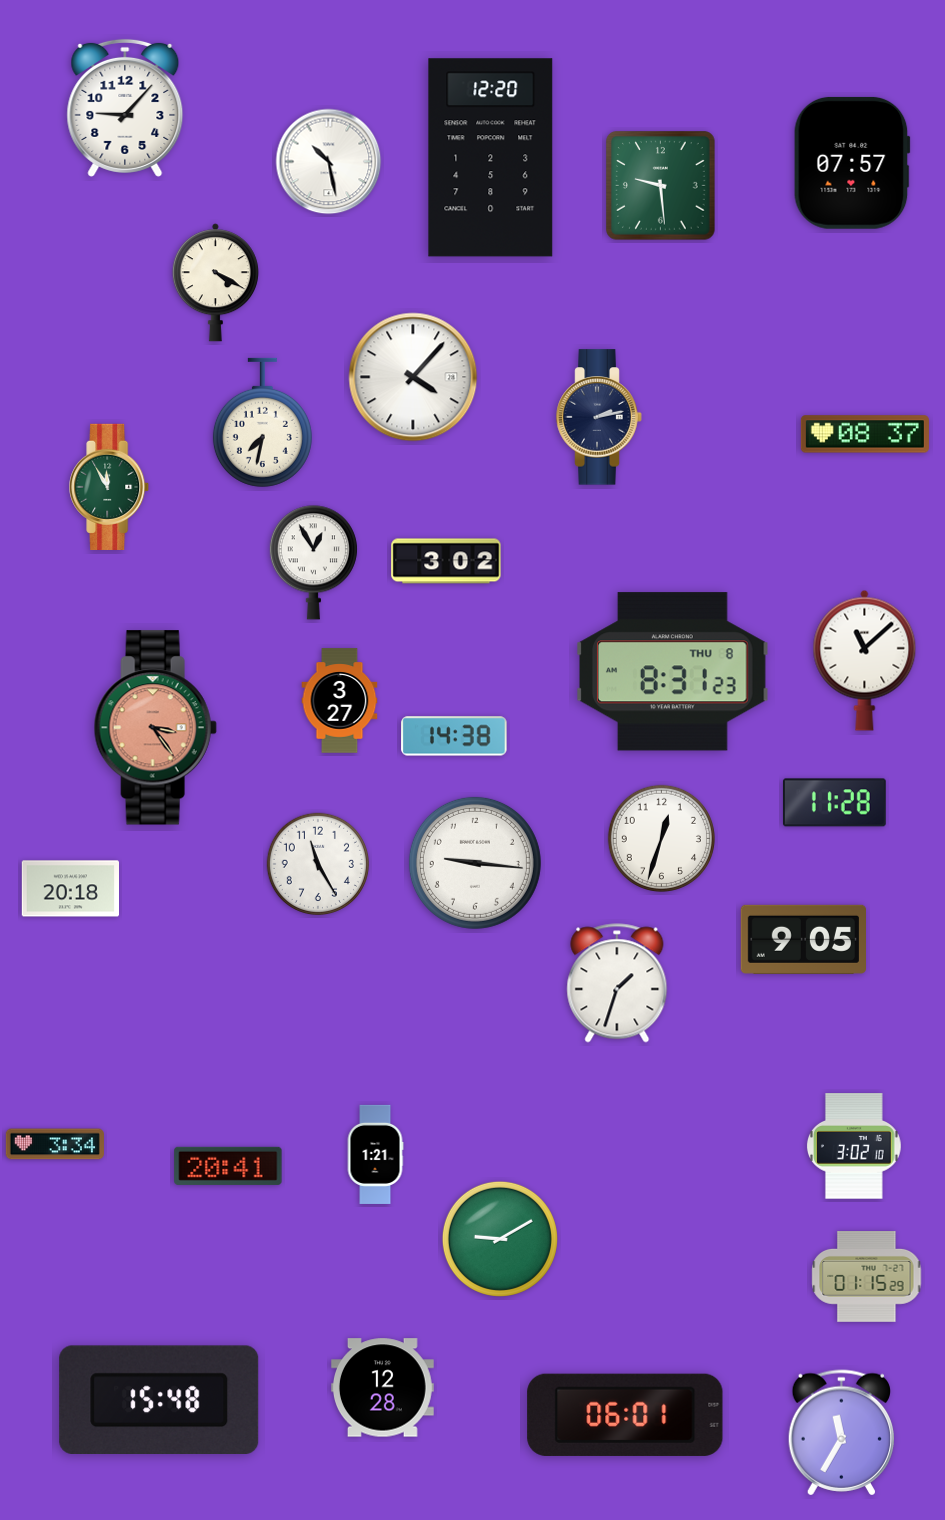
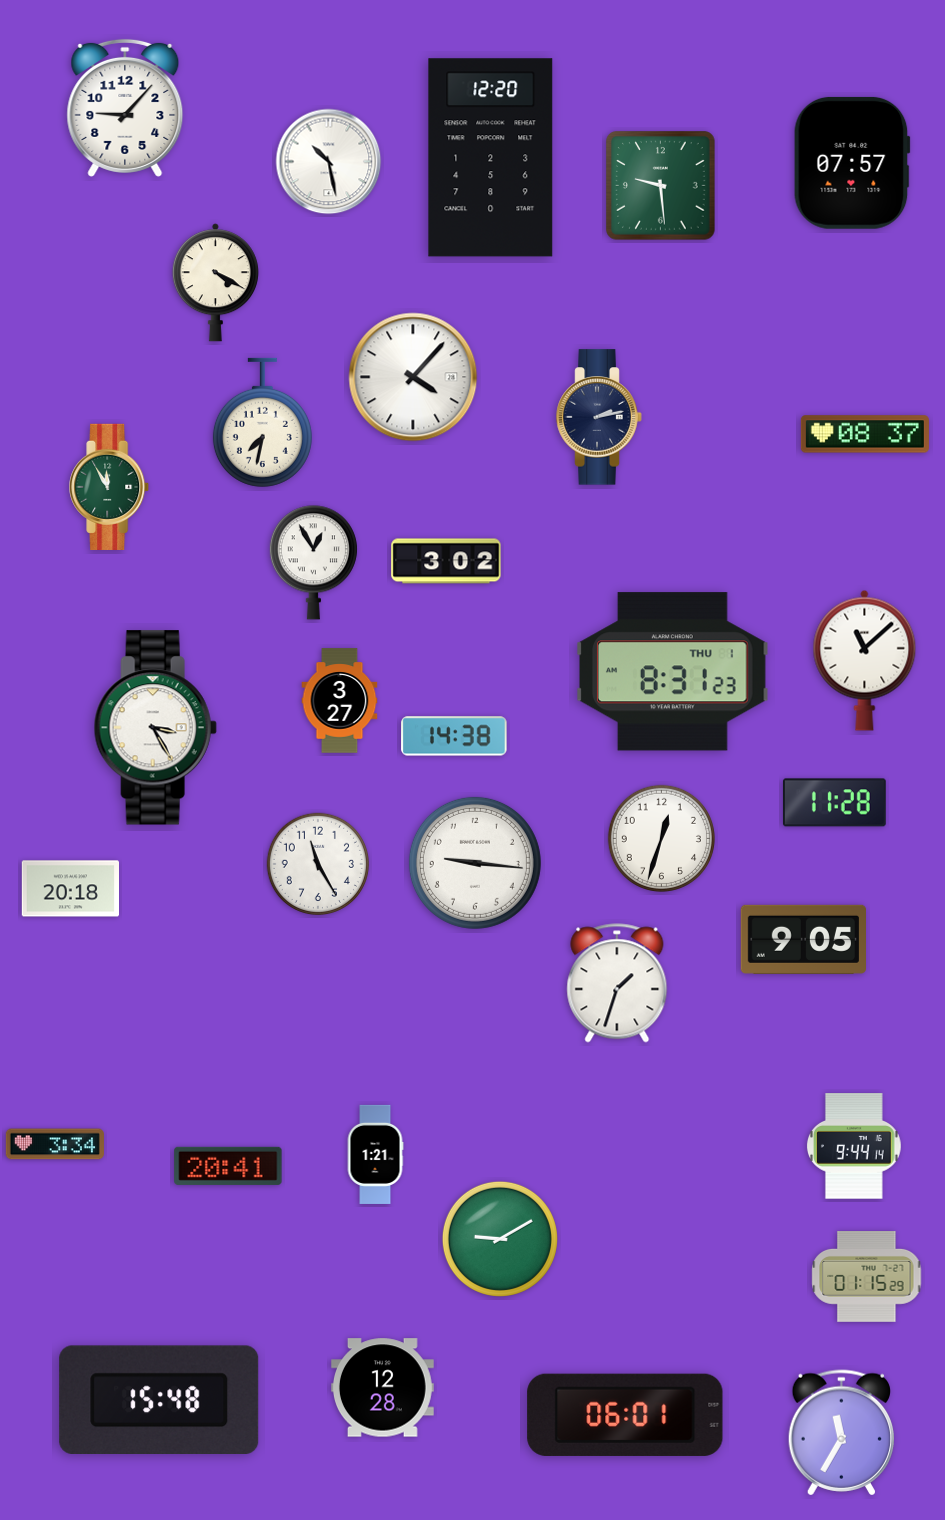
clock at (673, 672) date: THU 8 -> THU 1
clock at (155, 728): 3:24 -> 3:25
clock at (155, 728) dial: salmon -> white
clock at (855, 1146): 3:02 -> 9:44
